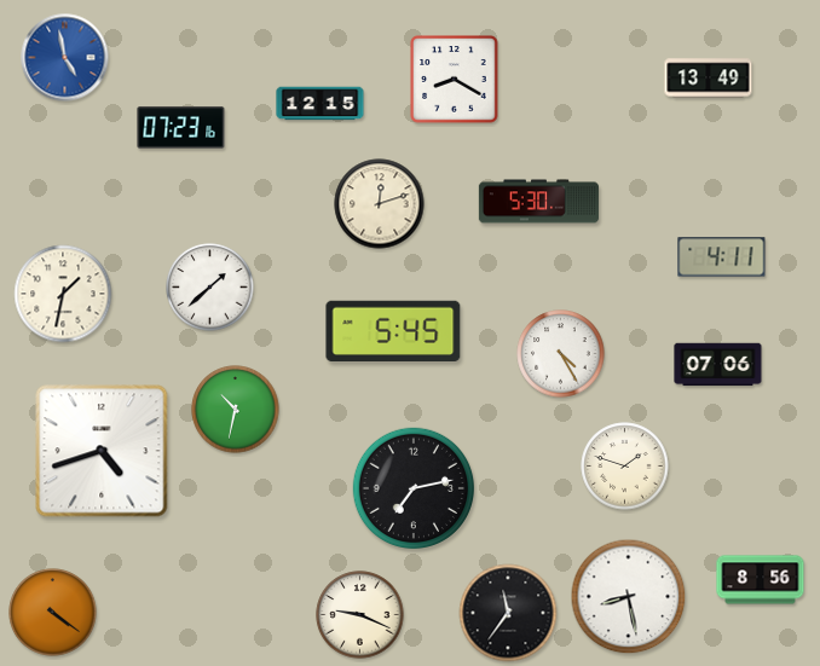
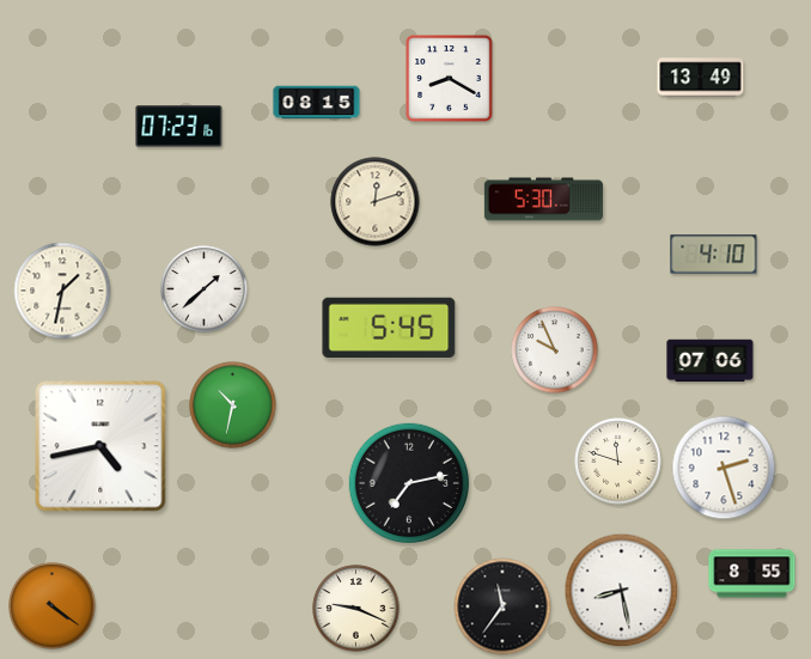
clock at (65, 58): 4:58 -> none
clock at (321, 104): 12:15 -> 08:15
clock at (538, 202) position: (538, 202) -> (543, 200)
clock at (722, 257): 4:11 -> 4:10
clock at (210, 288) position: (210, 288) -> (205, 289)
clock at (561, 354): 4:25 -> 9:56
clock at (102, 451): 4:42 -> 4:43
clock at (625, 467): 1:48 -> 11:48
clock at (724, 468): none -> 2:27
clock at (761, 580): 8:56 -> 8:55
